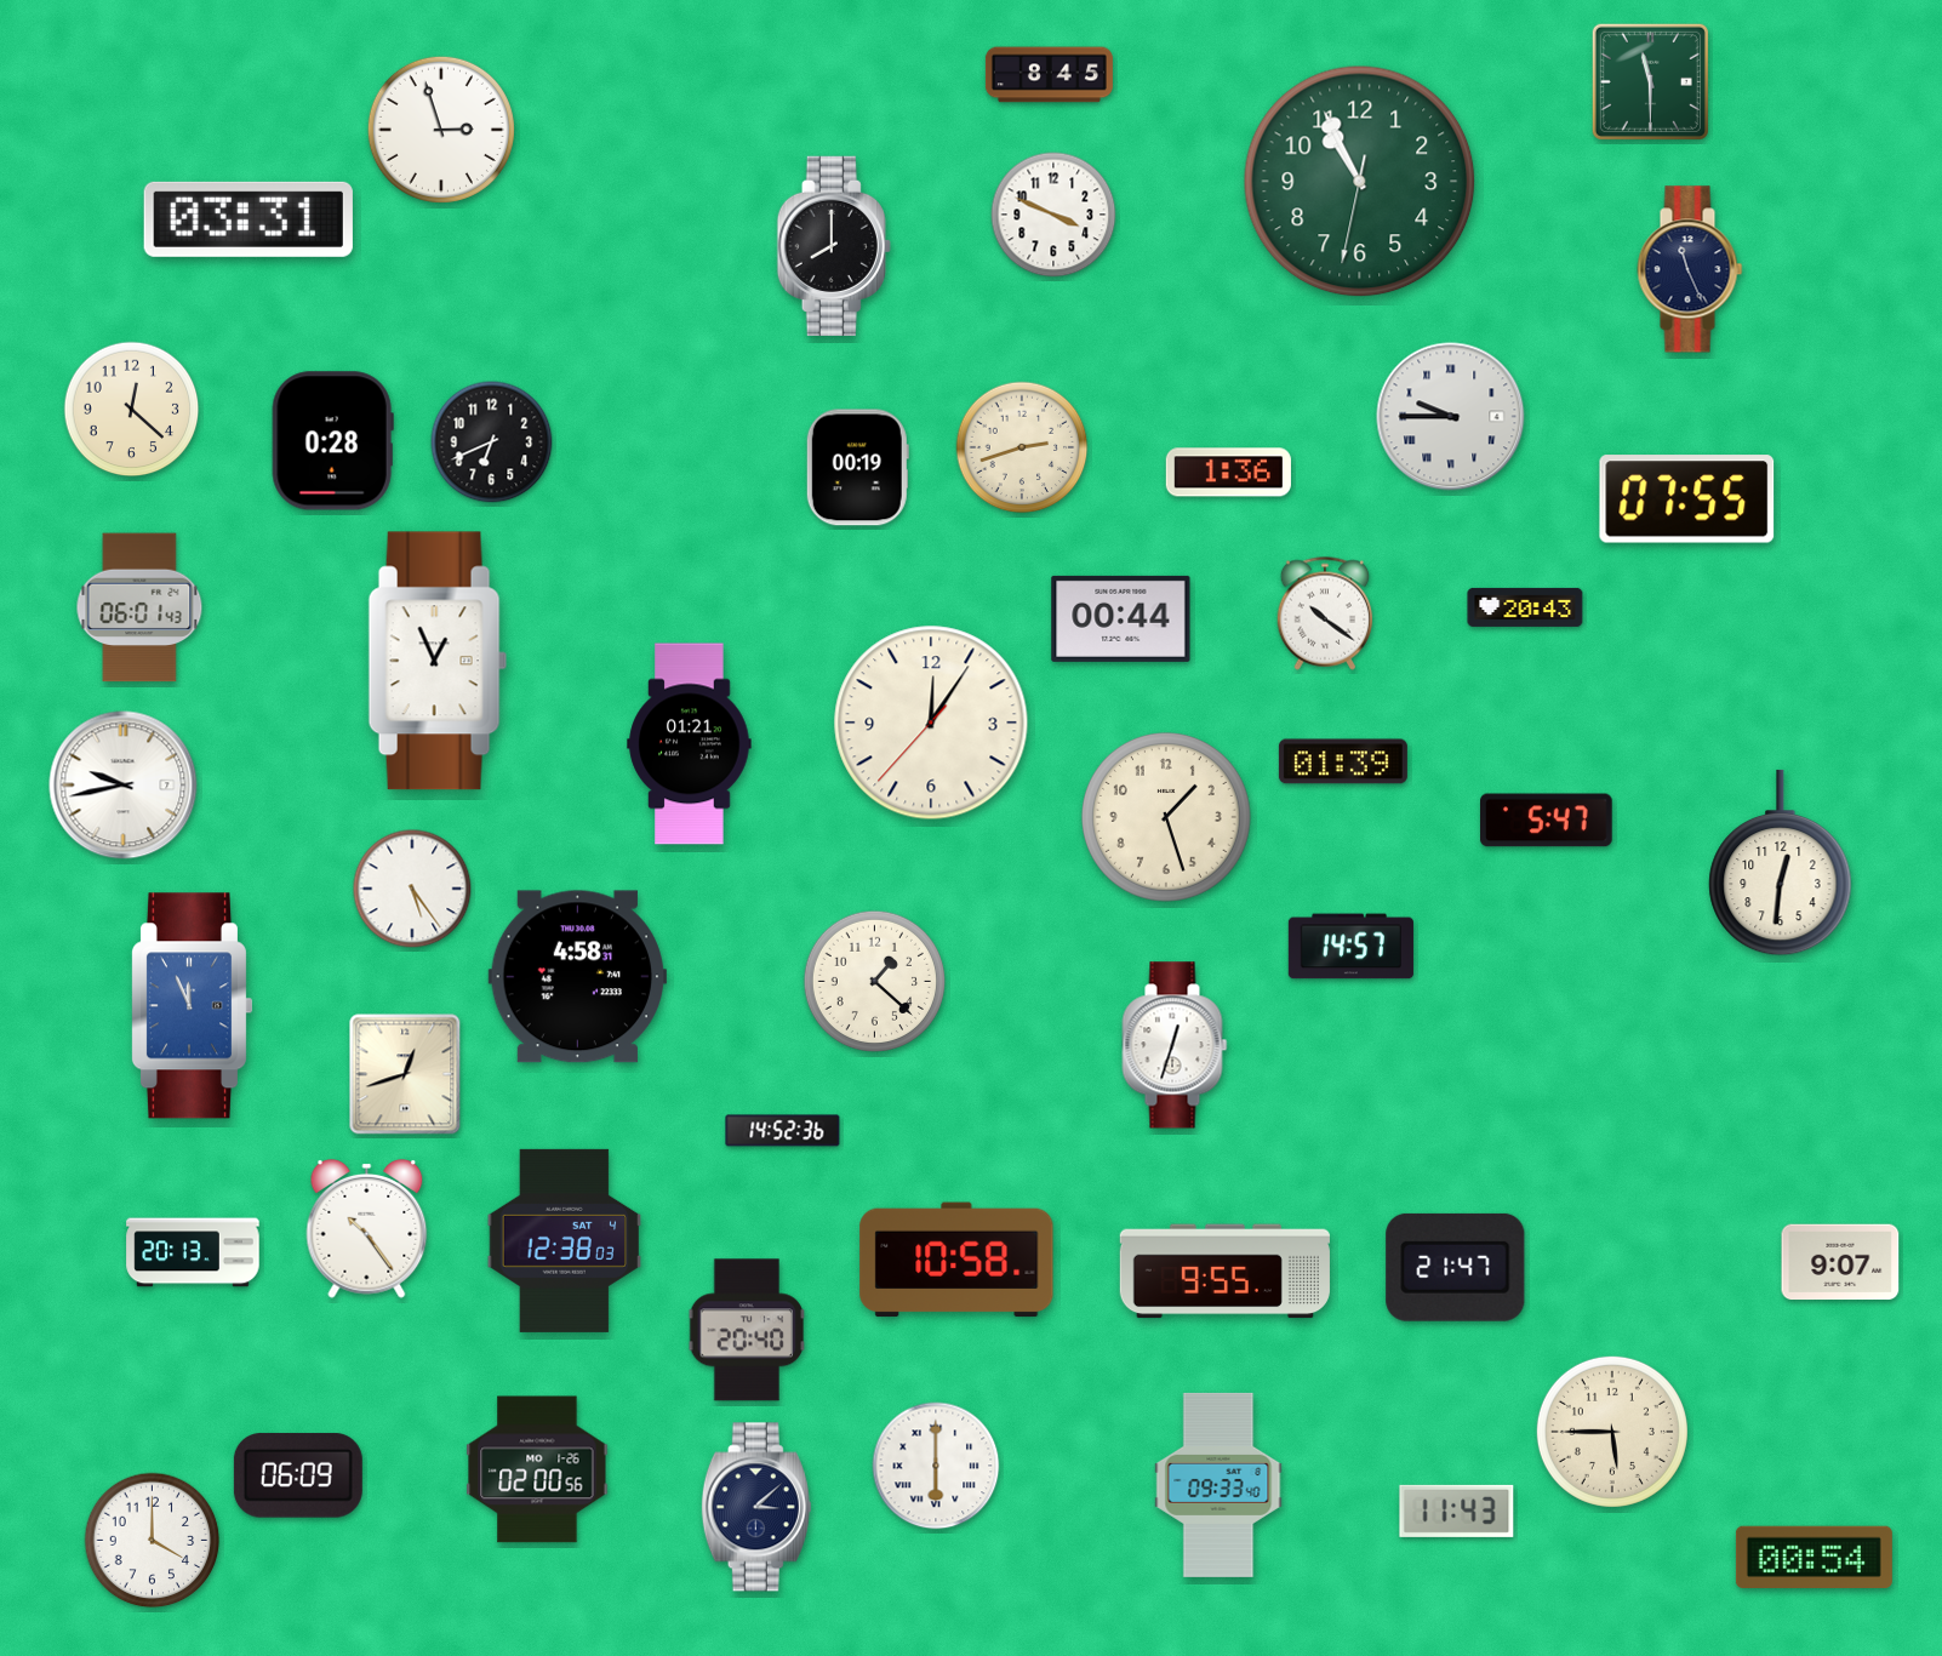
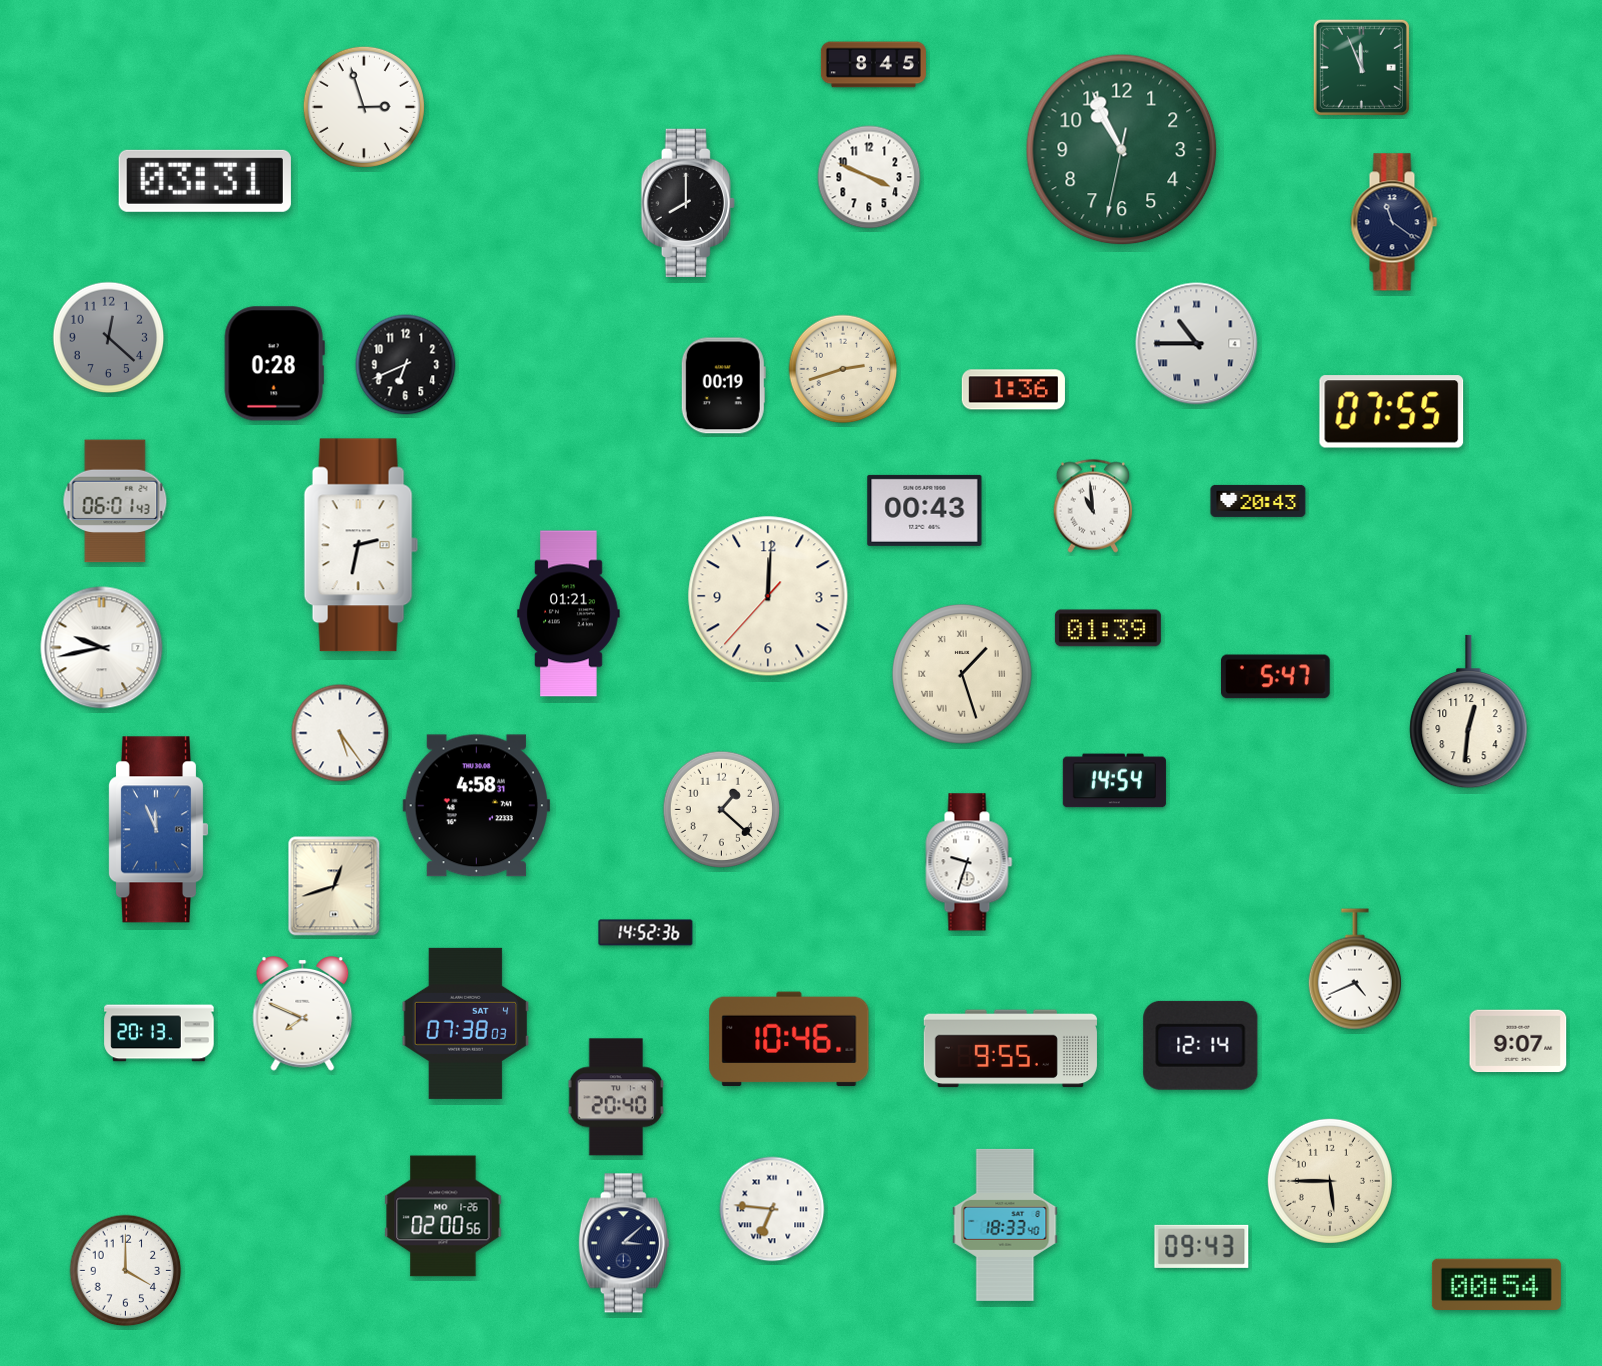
clock at (1049, 75) position: (1049, 75) -> (873, 65)
clock at (1650, 81): 11:30 -> 11:56
clock at (1690, 269): 11:26 -> 11:21
clock at (132, 410) dial: cream -> grey
clock at (1451, 417): 9:45 -> 10:45
clock at (857, 468) position: (857, 468) -> (723, 386)
clock at (1325, 613): 10:21 -> 10:59
clock at (1121, 618): 00:44 -> 00:43
clock at (438, 661): 12:56 -> 2:32
clock at (931, 723): 12:05 -> 12:00
clock at (1167, 818) numerals: Arabic -> Roman
clock at (1350, 947): 14:57 -> 14:54
clock at (1175, 1045): 12:33 -> 9:33
clock at (1355, 969): none -> 4:41
clock at (367, 1229): 10:24 -> 7:49
clock at (565, 1240): 12:38 -> 07:38
clock at (956, 1260): 10:58 -> 10:46
clock at (1456, 1267): 21:47 -> 12:14
clock at (936, 1466): 6:00 -> 6:46
clock at (537, 1469) position: (537, 1469) -> (443, 1216)
clock at (298, 1475): 06:09 -> none
clock at (1218, 1485): 09:33 -> 18:33
clock at (1457, 1511): 11:43 -> 09:43
